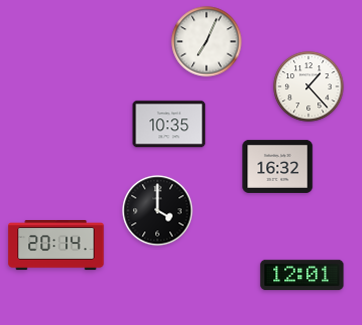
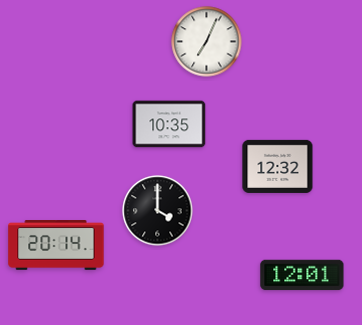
clock at (309, 87): 1:23 -> none
clock at (278, 166): 16:32 -> 12:32
